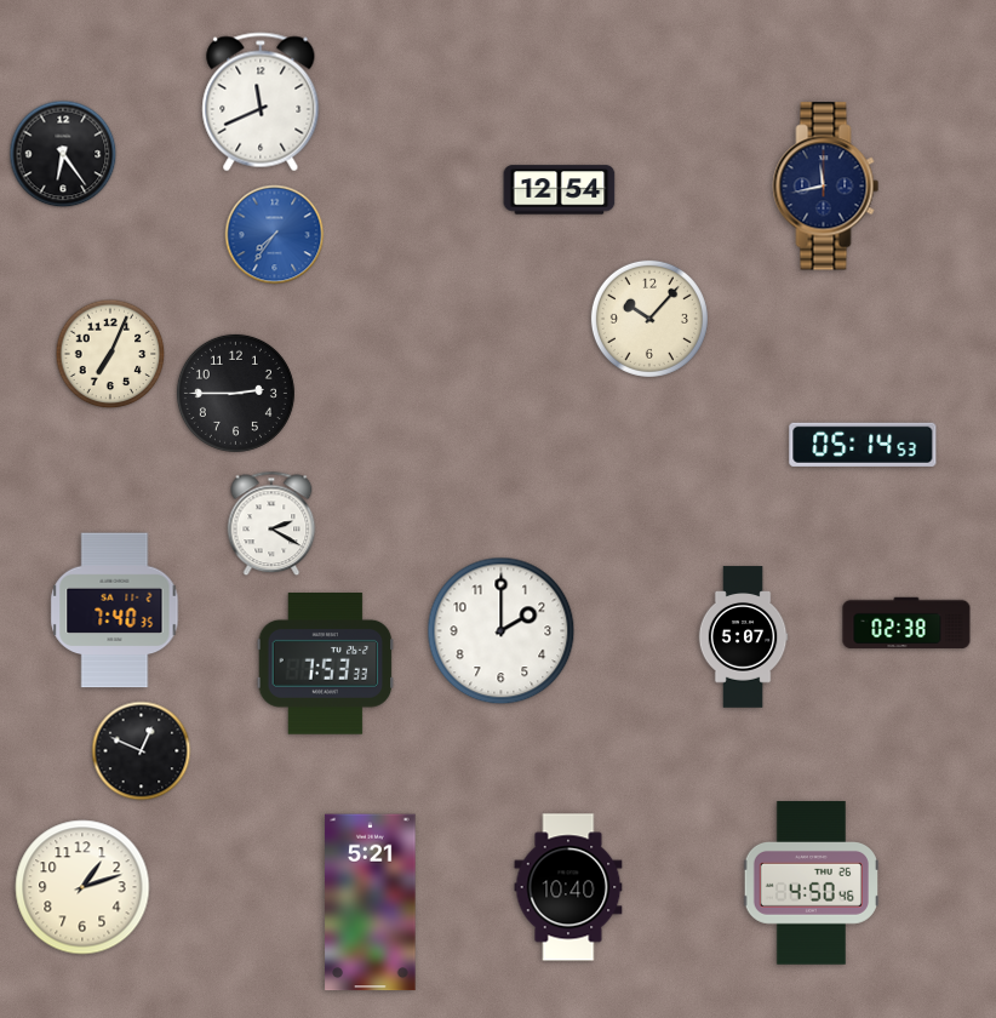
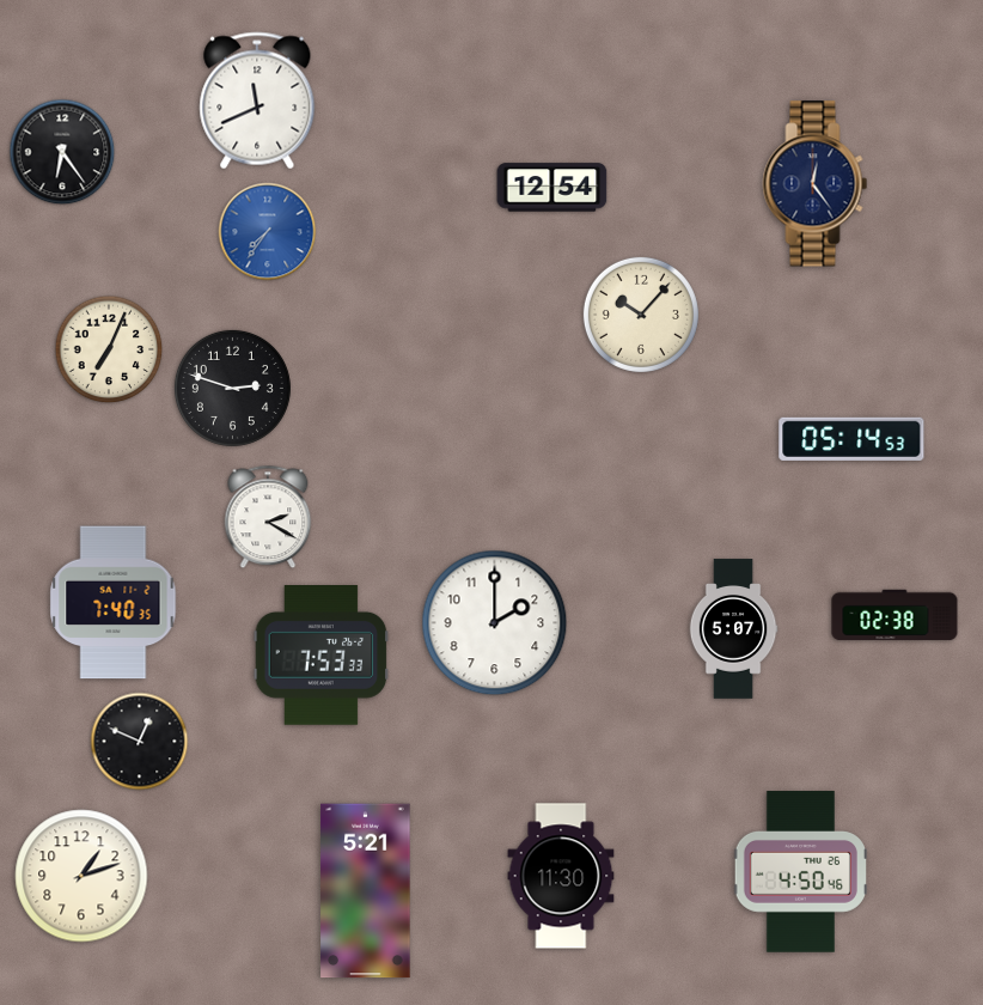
clock at (826, 187): 11:43 -> 12:24
clock at (275, 235) position: (275, 235) -> (268, 232)
clock at (235, 393): 2:45 -> 2:48
clock at (568, 887): 10:40 -> 11:30
